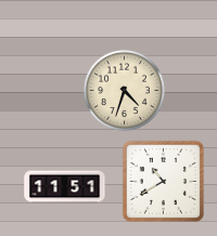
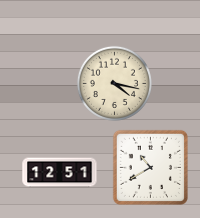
clock at (124, 90): 4:33 -> 4:17
clock at (65, 187): 11:51 -> 12:51
